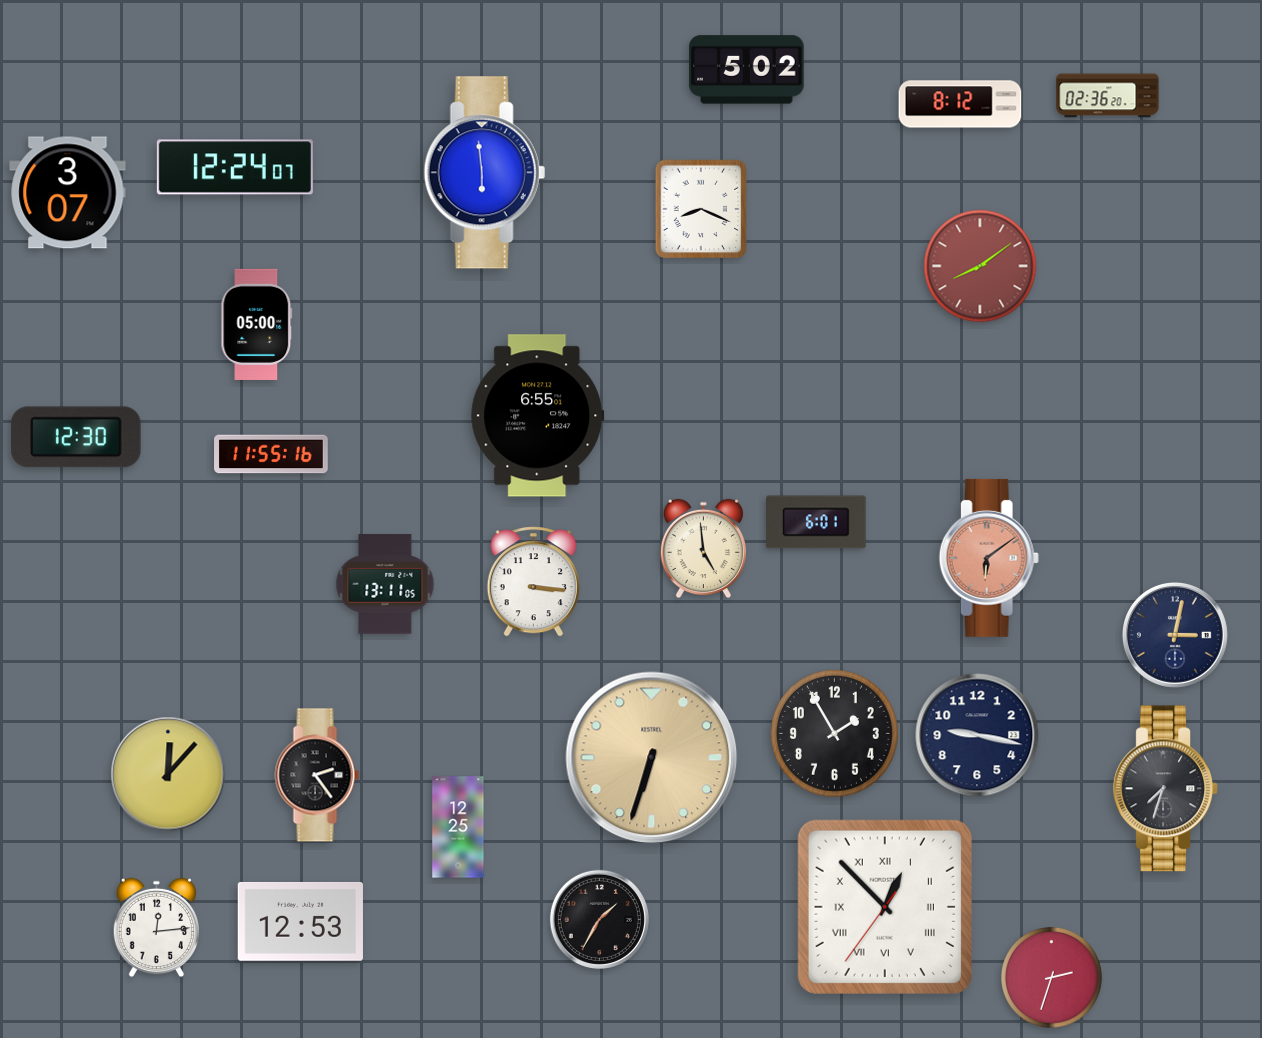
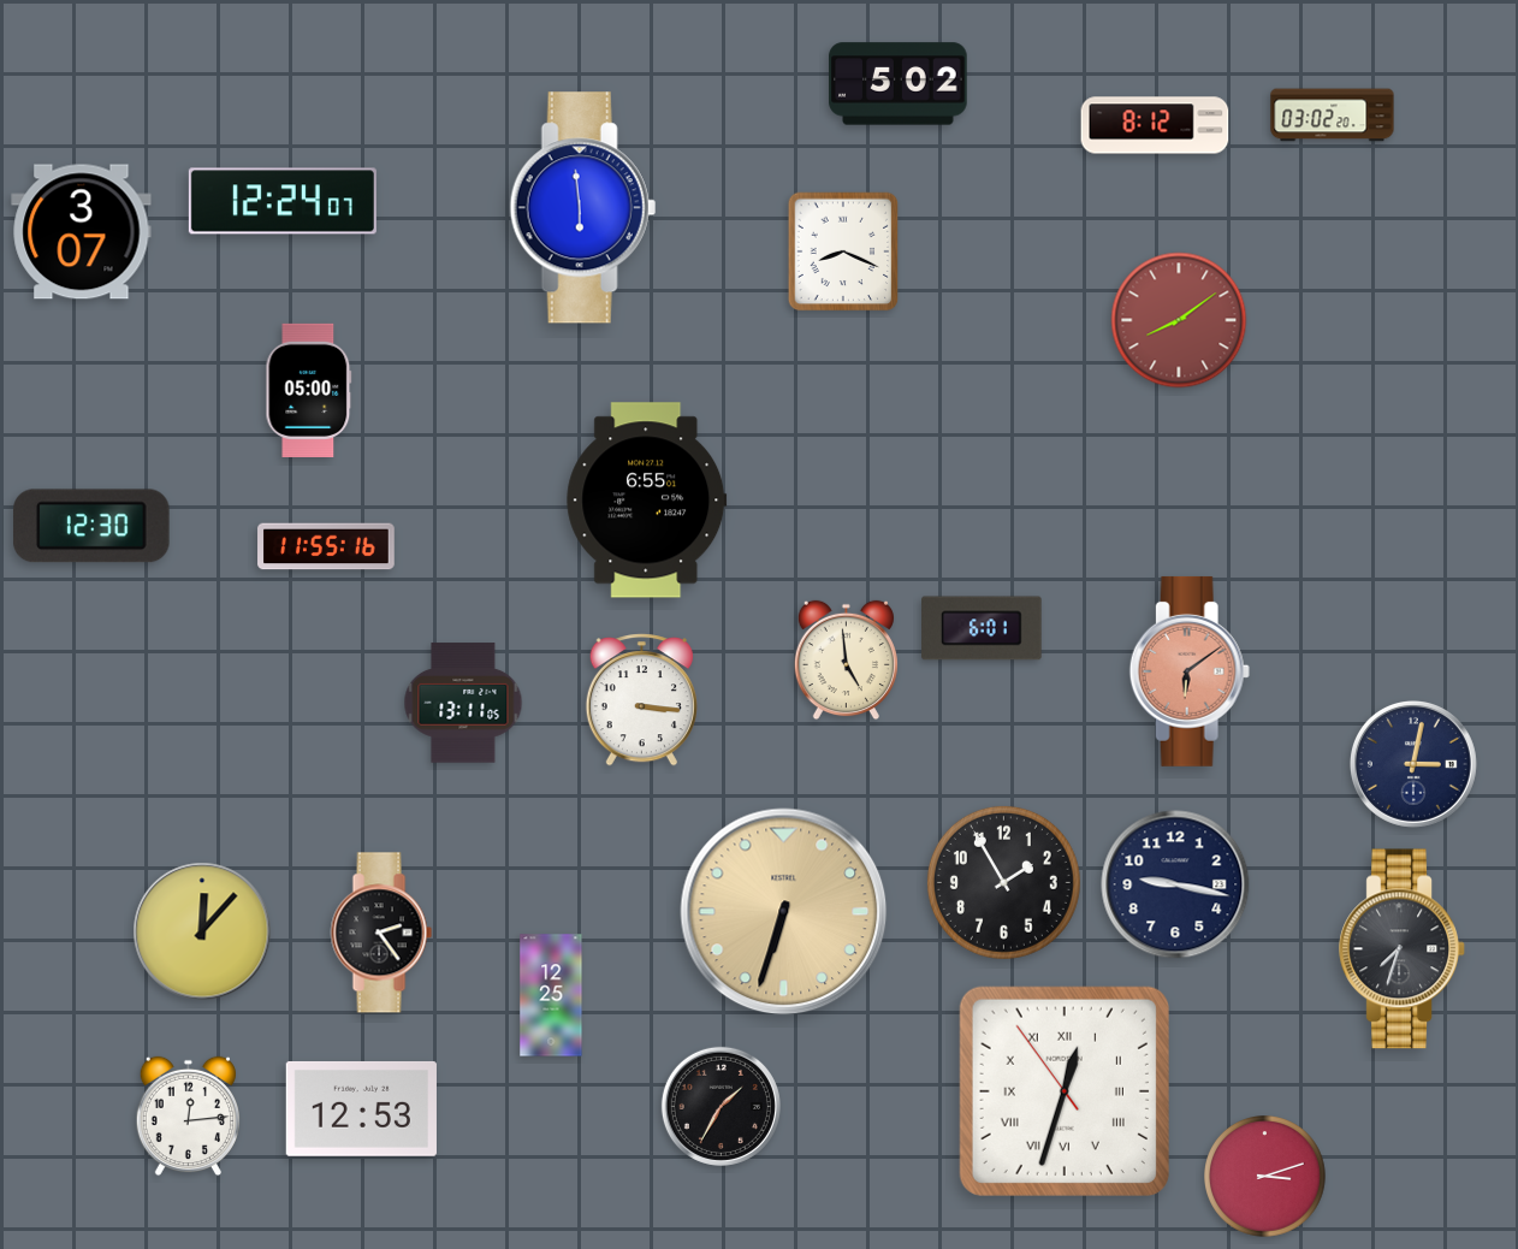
clock at (1108, 96): 02:36 -> 03:02
clock at (885, 907): 12:52 -> 12:32
clock at (1052, 978): 2:33 -> 3:12
